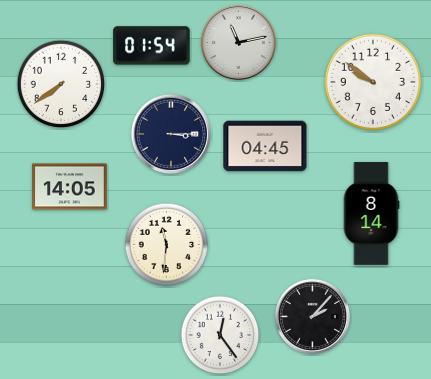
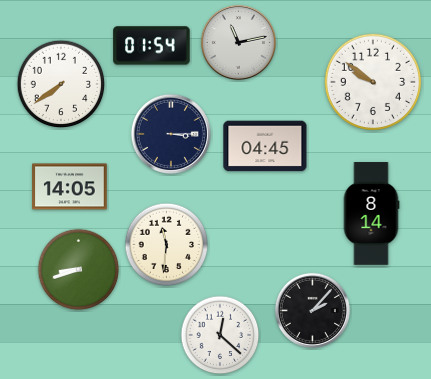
clock at (79, 270): none -> 8:42
clock at (312, 316) position: (312, 316) -> (312, 310)
clock at (220, 335): 12:24 -> 12:22
